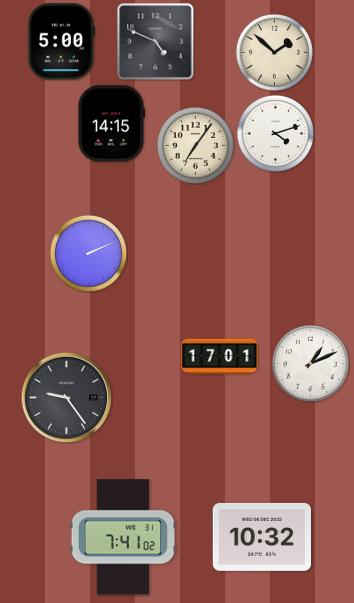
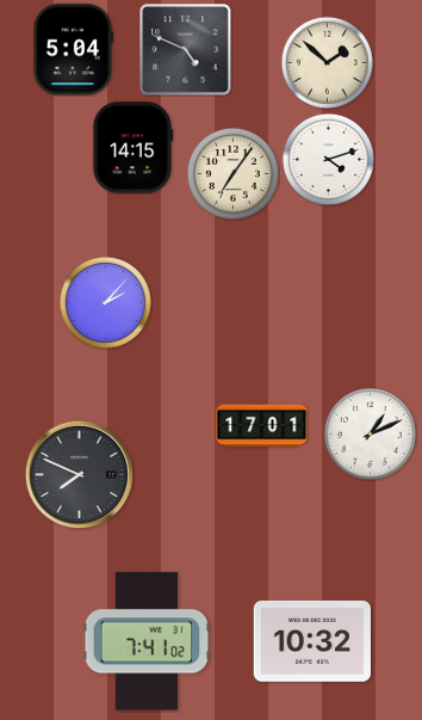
clock at (62, 42): 5:00 -> 5:04
clock at (88, 253): 2:11 -> 2:07
clock at (66, 397): 9:24 -> 7:49
